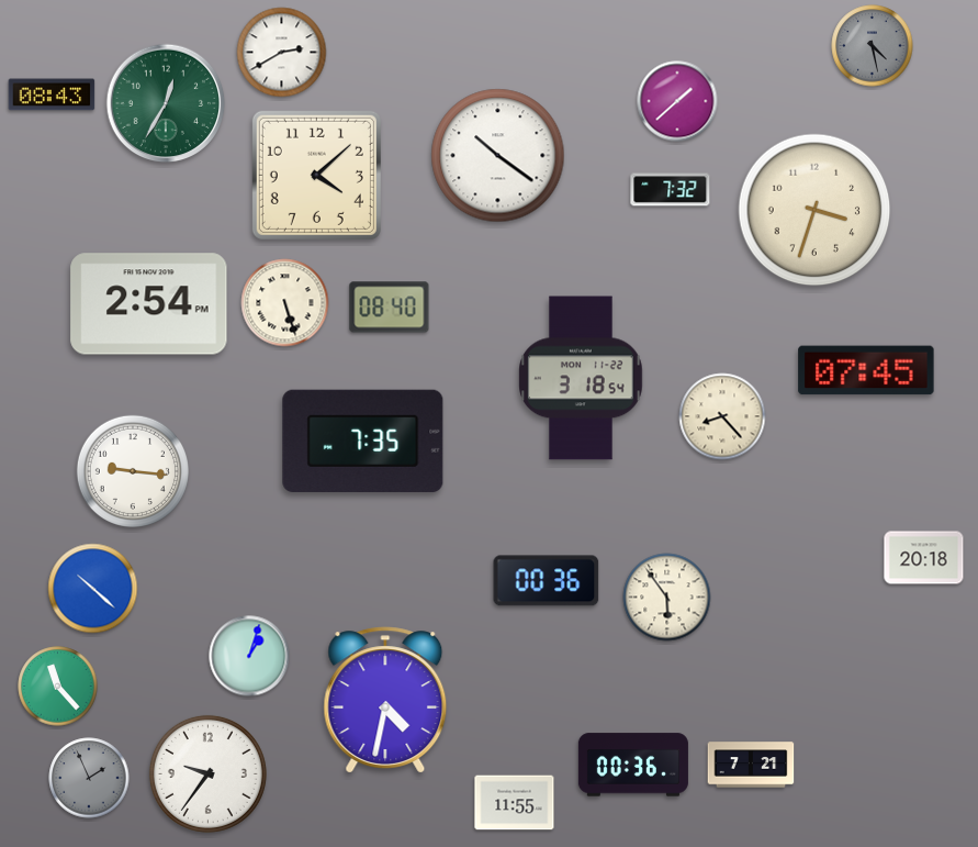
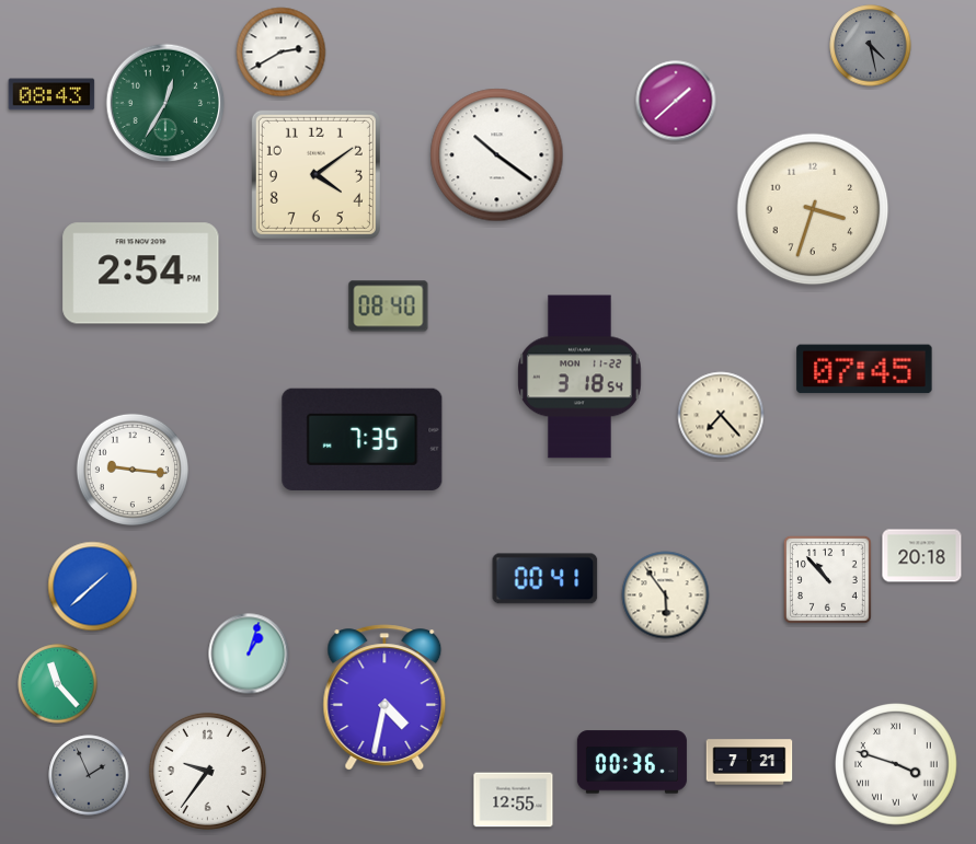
clock at (316, 175): 4:08 -> 4:09
clock at (671, 190): 7:32 -> none
clock at (285, 303): 5:27 -> none
clock at (149, 304) position: (149, 304) -> (141, 274)
clock at (722, 416): 8:23 -> 7:23
clock at (547, 581): 00:36 -> 00:41
clock at (827, 579): none -> 10:53
clock at (93, 589): 10:22 -> 1:38
clock at (897, 765): none -> 3:48
clock at (515, 803): 11:55 -> 12:55
